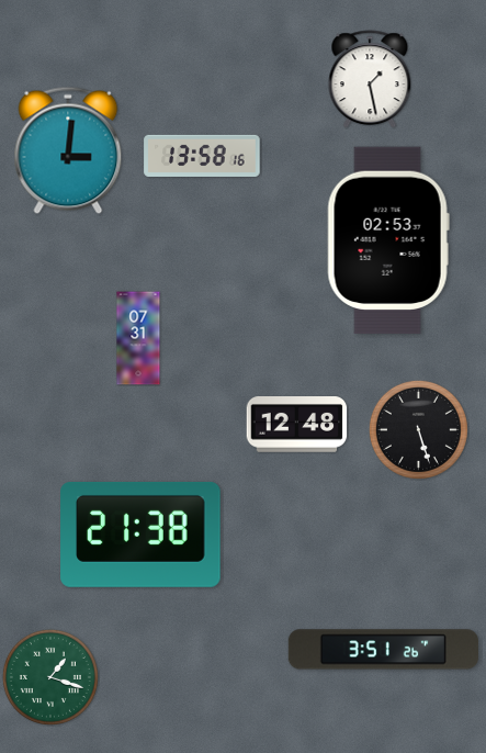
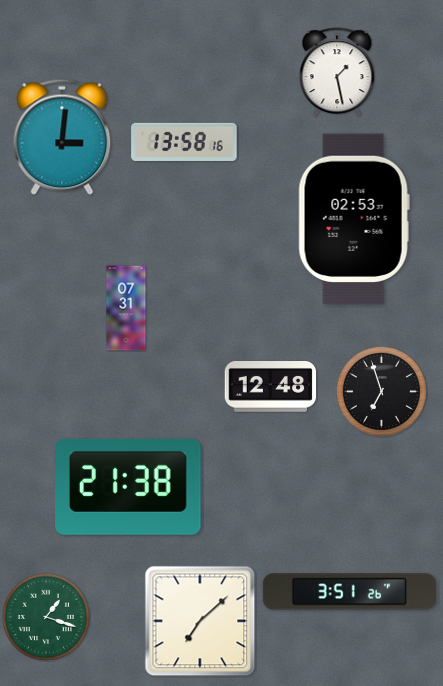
clock at (418, 429): 5:27 -> 6:57
clock at (200, 621): none -> 7:08
